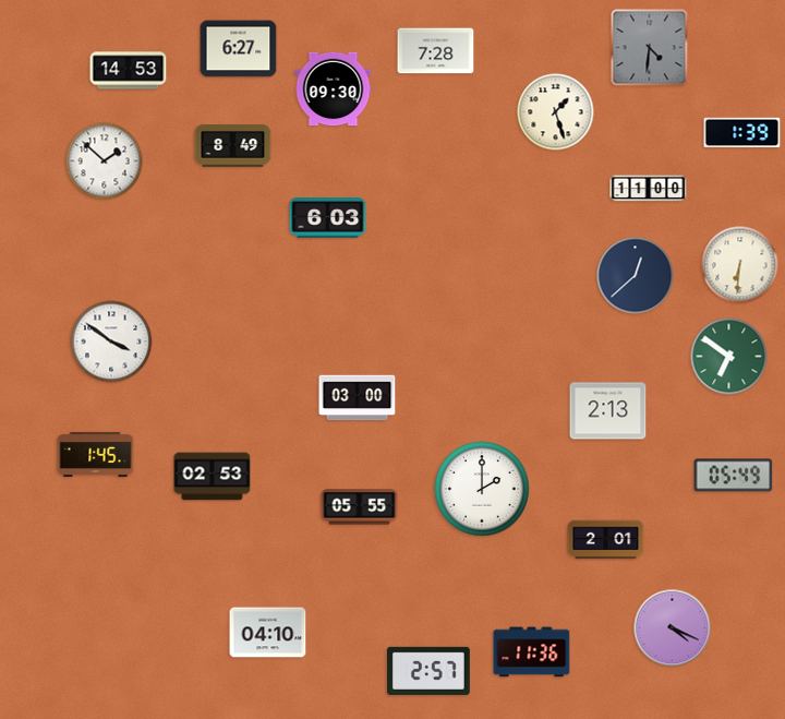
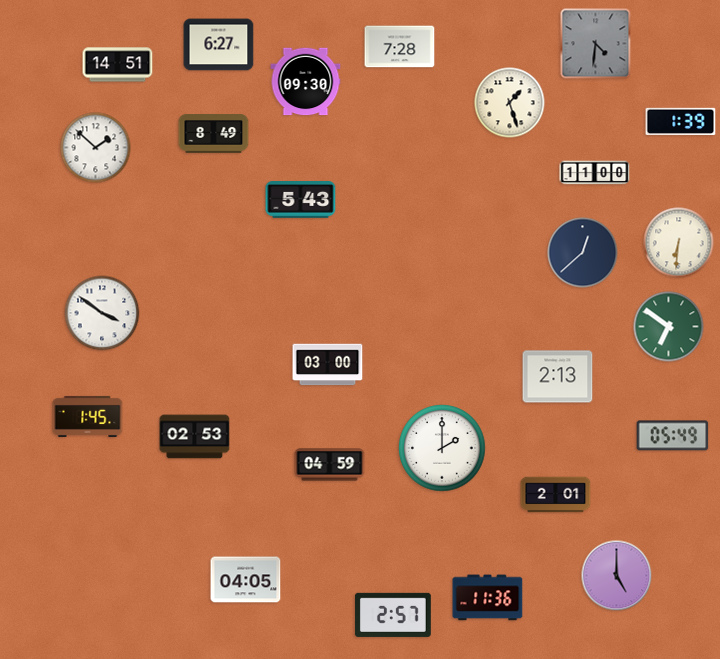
clock at (129, 71): 14:53 -> 14:51
clock at (328, 218): 6:03 -> 5:43
clock at (360, 507): 05:55 -> 04:59
clock at (673, 628): 4:19 -> 5:00
clock at (268, 633): 04:10 -> 04:05
